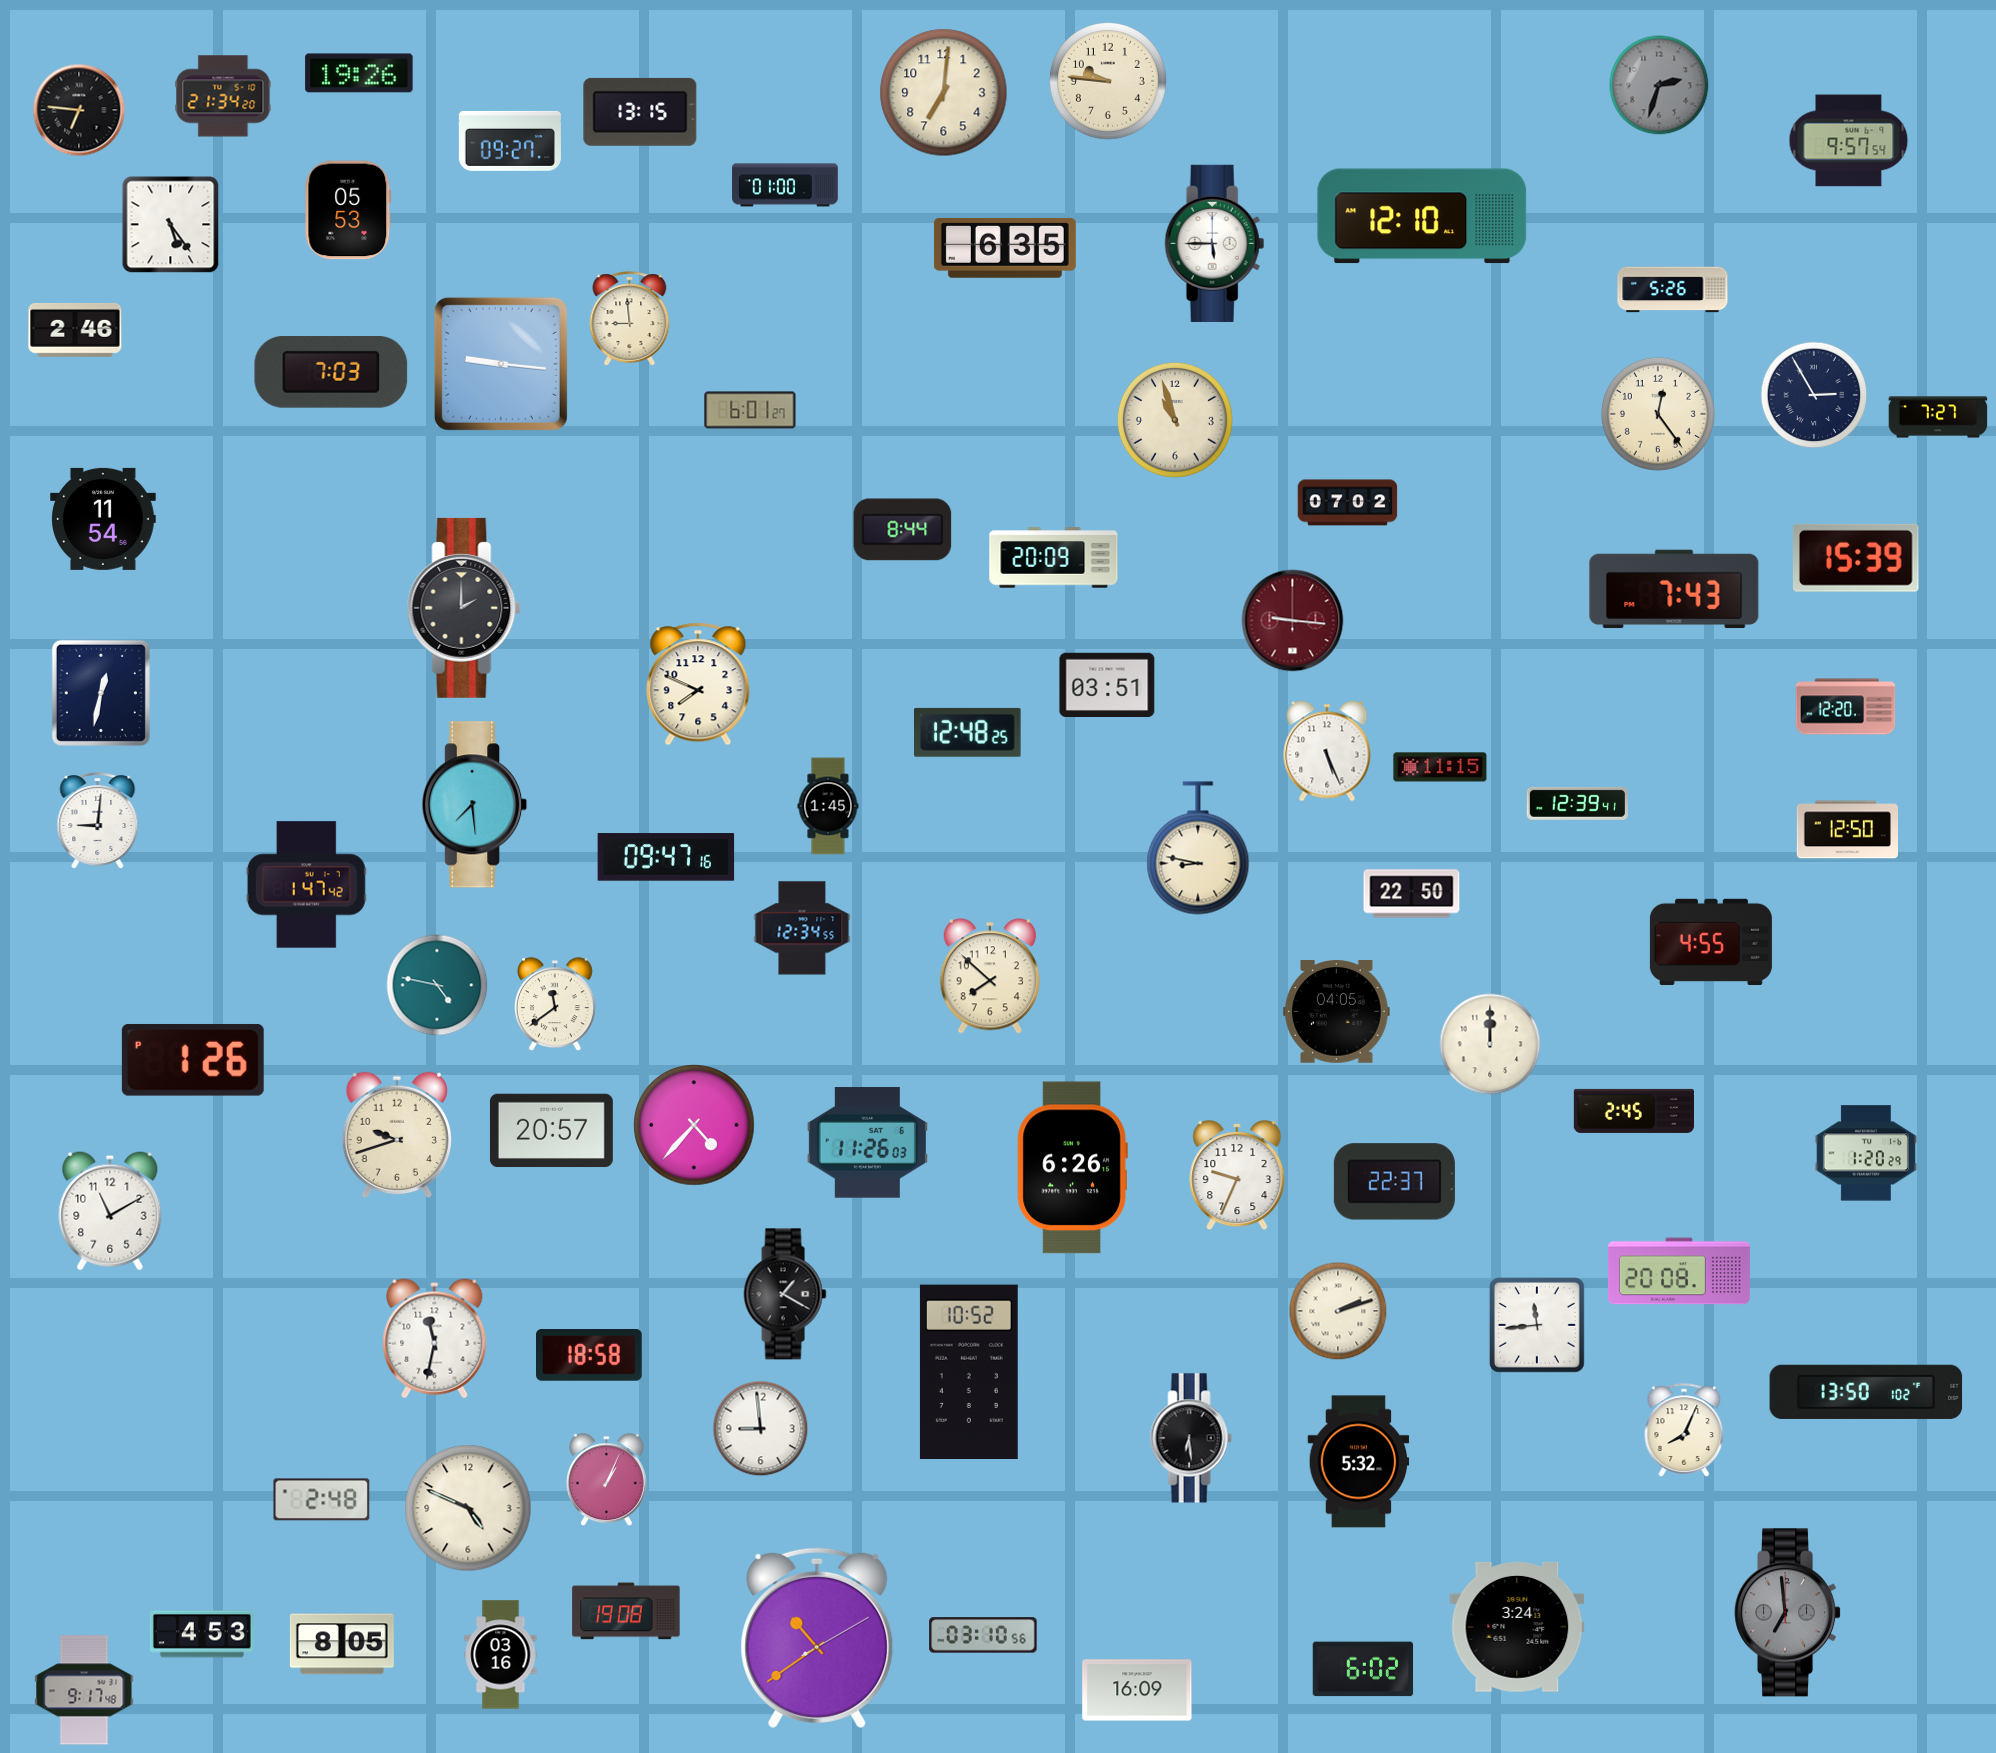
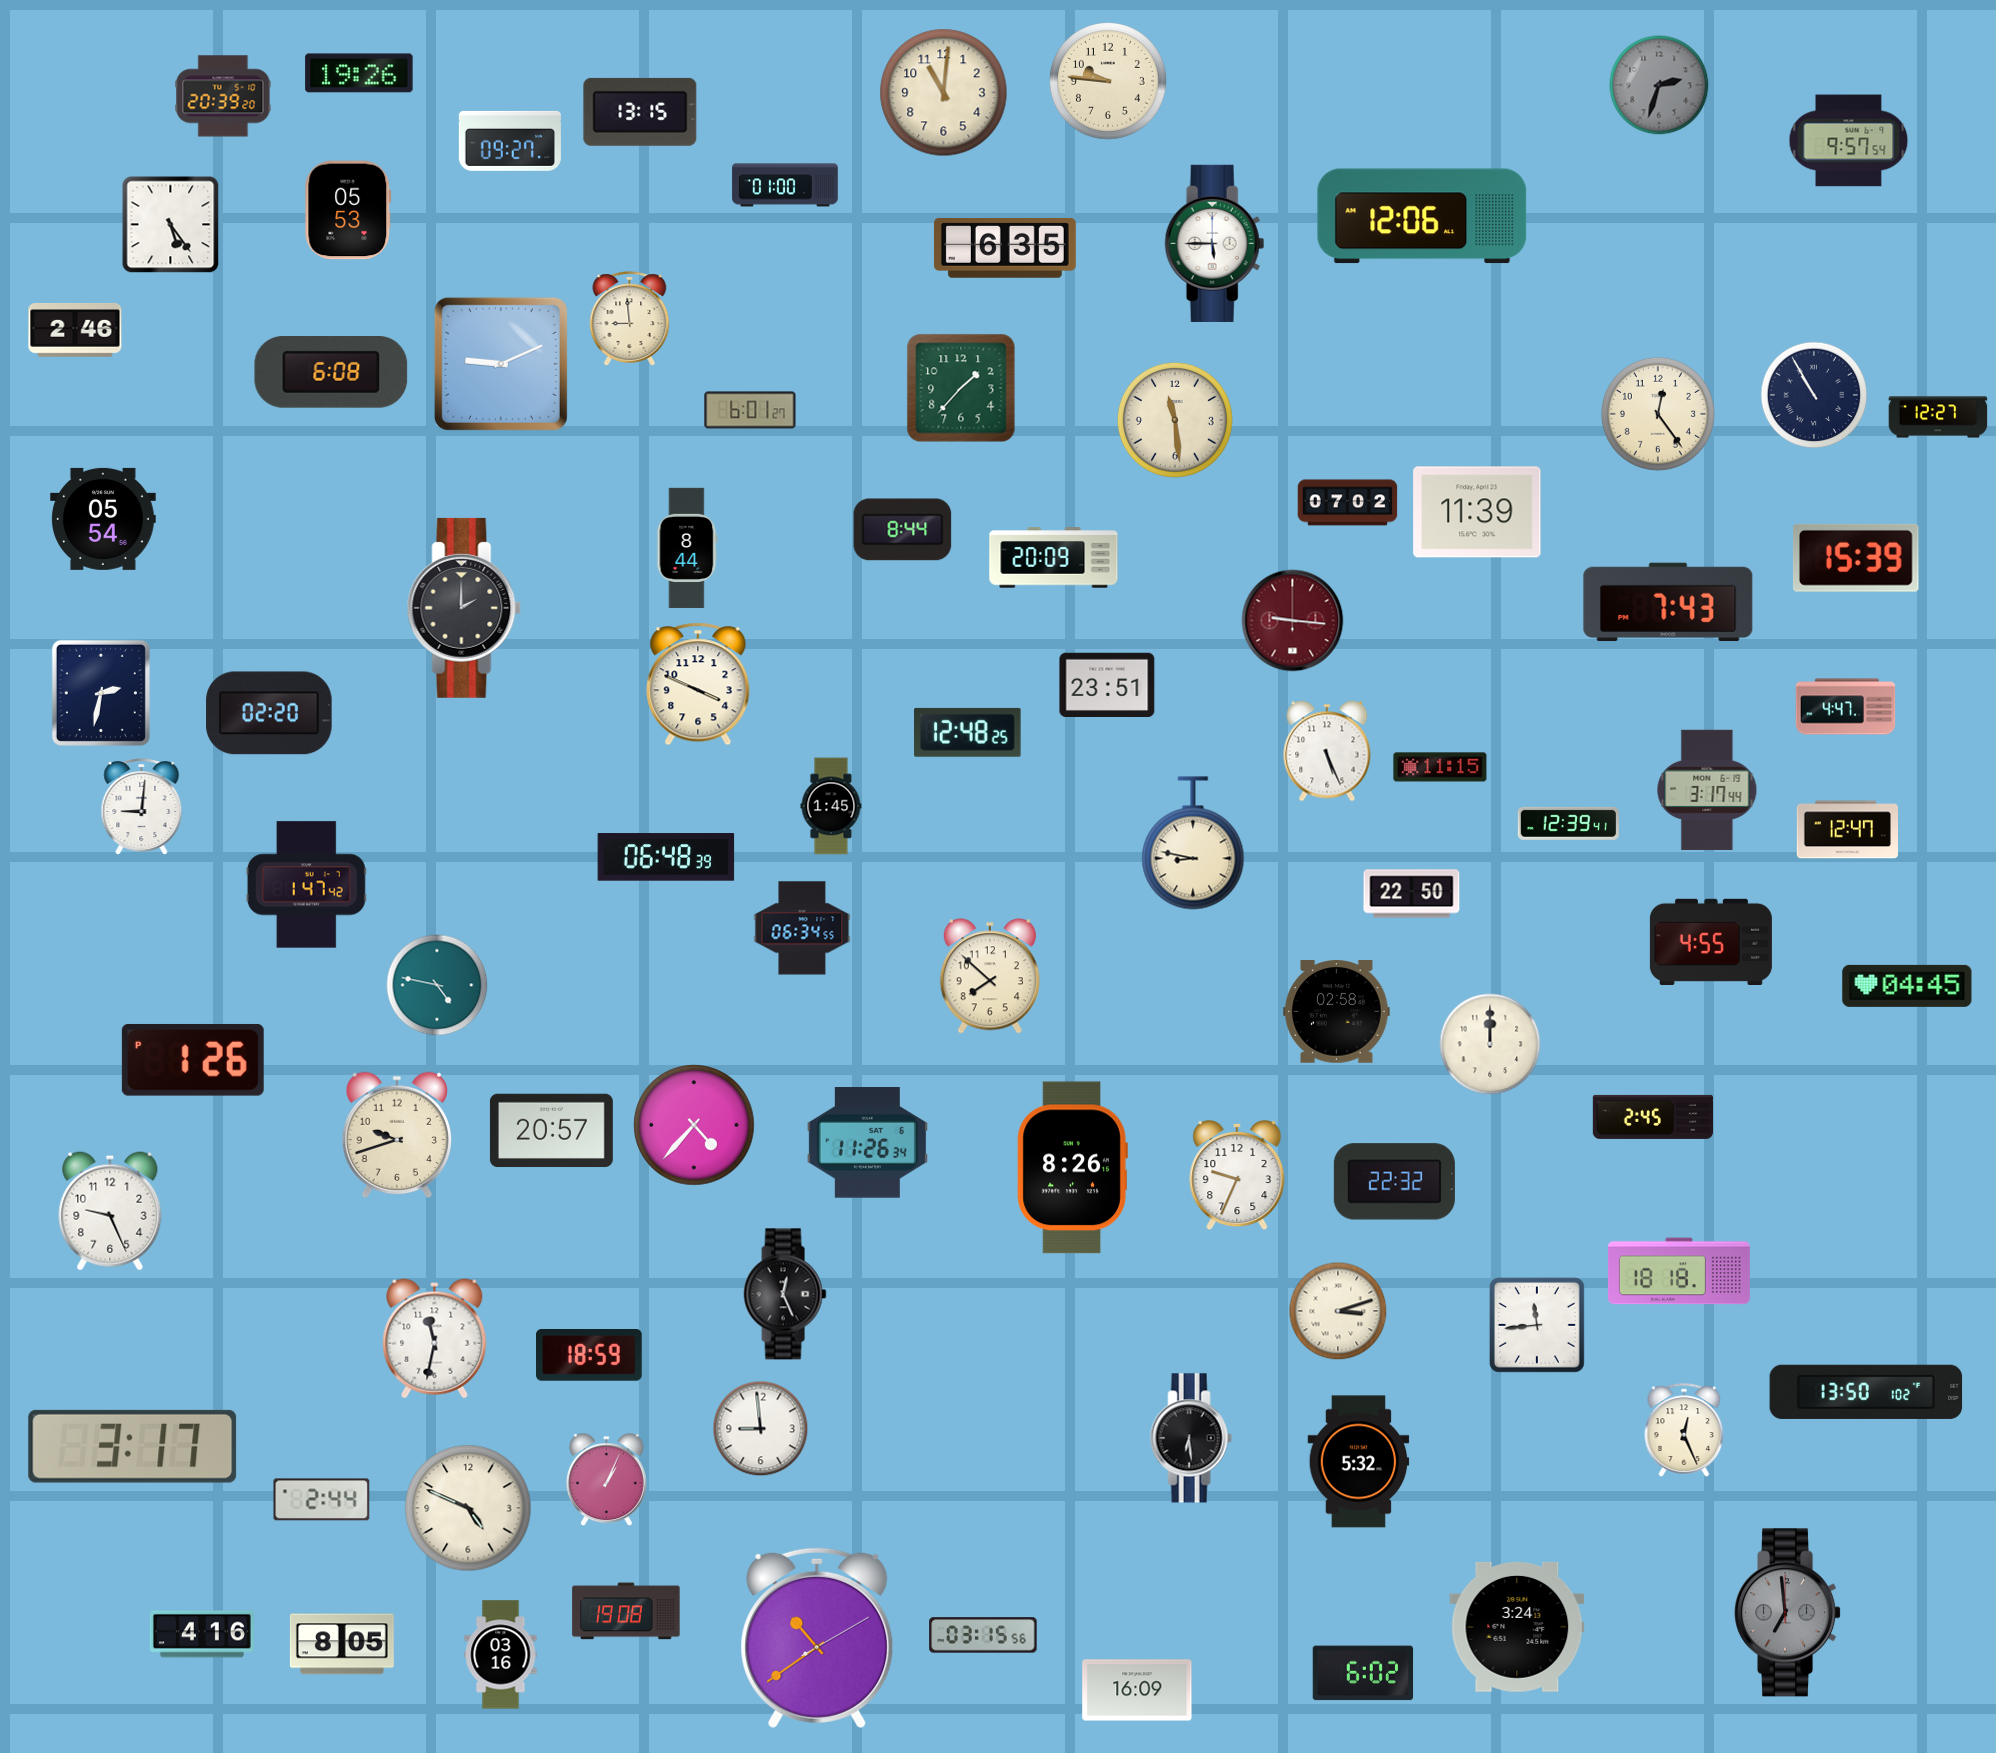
clock at (944, 93): 7:01 -> 11:01
clock at (223, 96): 21:34 -> 20:39
clock at (79, 110): 6:46 -> none
clock at (1422, 216): 12:10 -> 12:06
clock at (1673, 290): 5:26 -> none
clock at (501, 364): 9:16 -> 9:11
clock at (331, 372): 7:03 -> 6:08
clock at (961, 388): none -> 1:37
clock at (1814, 395): 2:55 -> 10:55
clock at (1938, 417): 7:27 -> 12:27
clock at (1175, 420): 10:57 -> 11:29
clock at (1477, 512): none -> 11:39
clock at (103, 519): 11:54 -> 05:54
clock at (687, 547): none -> 8:44
clock at (1674, 589) position: (1674, 589) -> (1668, 602)
clock at (698, 684): 7:49 -> 3:49
clock at (1107, 685): 03:51 -> 23:51
clock at (101, 693): 12:32 -> 2:32
clock at (1846, 707): 12:20 -> 4:47
clock at (269, 713): none -> 02:20
clock at (1707, 790): none -> 3:17
clock at (1577, 803) position: (1577, 803) -> (1568, 823)
clock at (476, 805): 7:29 -> none
clock at (828, 806) position: (828, 806) -> (831, 806)
clock at (98, 821) position: (98, 821) -> (142, 807)
clock at (1847, 830): 12:50 -> 12:47
clock at (1198, 848) position: (1198, 848) -> (1193, 843)
clock at (666, 857): 09:47 -> 06:48
clock at (802, 928): 12:34 -> 06:34
clock at (1907, 986): none -> 04:45
clock at (555, 1005): 11:39 -> none
clock at (1337, 1012): 04:05 -> 02:58
clock at (1633, 1111) position: (1633, 1111) -> (1652, 1117)
clock at (867, 1143): 11:26:03 -> 11:26:34
clock at (1866, 1153): 1:20 -> none
clock at (1072, 1168): 6:26 -> 8:26
clock at (1394, 1182): 22:37 -> 22:32
clock at (110, 1211): 11:10 -> 9:26
clock at (1679, 1271): 20:08 -> 18:18
clock at (785, 1294): 1:20 -> 12:26
clock at (1338, 1311): 2:12 -> 3:12
clock at (590, 1356): 18:58 -> 18:59
clock at (969, 1371): 10:52 -> none
clock at (1684, 1430): 8:04 -> 12:26
clock at (133, 1446): none -> 3:17
clock at (322, 1500): 2:48 -> 2:44
clock at (202, 1634): 4:53 -> 4:16
clock at (983, 1635): 03:10 -> 03:15
clock at (1363, 1669) position: (1363, 1669) -> (1363, 1673)
clock at (84, 1690): 9:17 -> none
